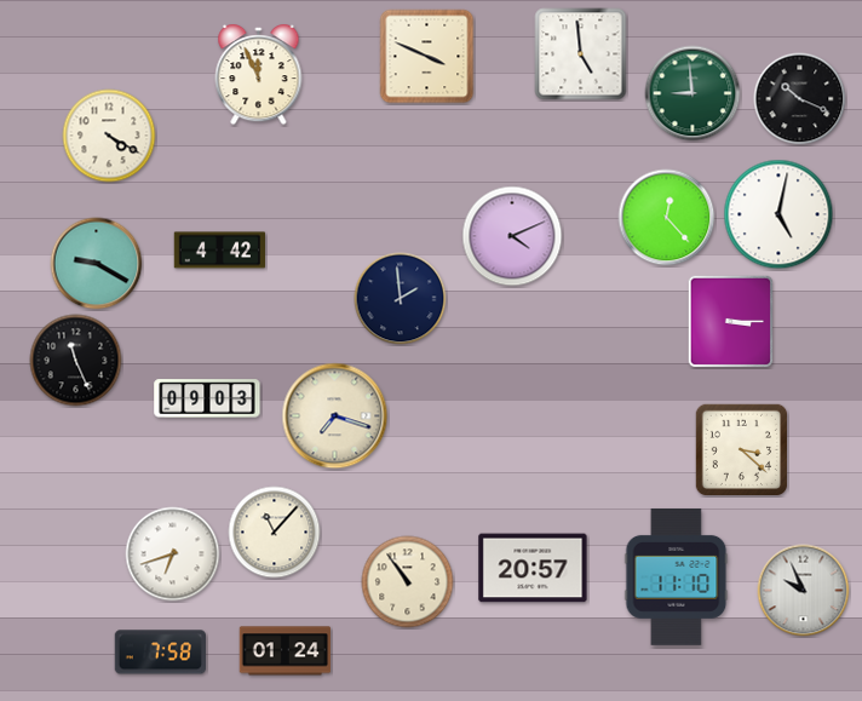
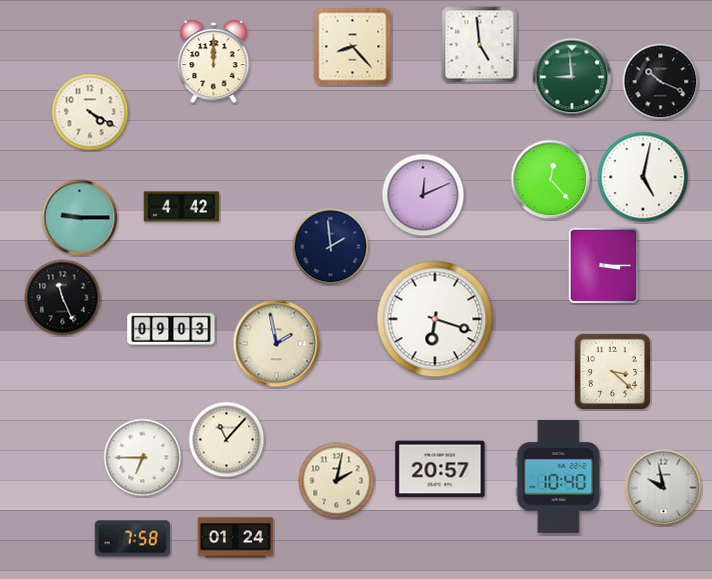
clock at (427, 57): 3:49 -> 8:23
clock at (259, 76): 11:56 -> 12:00
clock at (512, 236): 4:11 -> 12:11
clock at (97, 264): 9:20 -> 9:15
clock at (435, 319): none -> 6:18
clock at (335, 416): 7:18 -> 1:58
clock at (173, 555): 6:42 -> 6:45
clock at (677, 576): 11:10 -> 10:40
clock at (408, 582): 10:54 -> 2:02
clock at (804, 591): 9:56 -> 9:58
